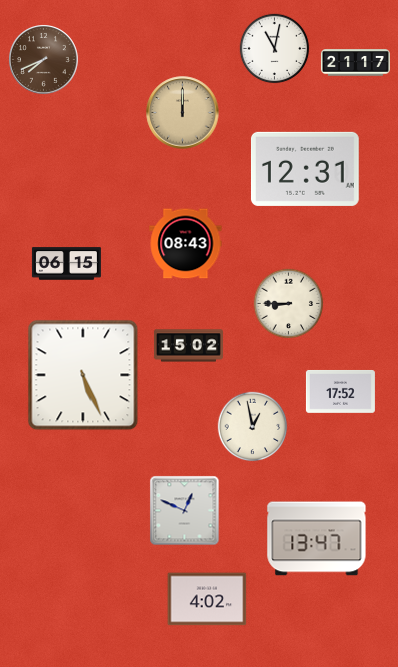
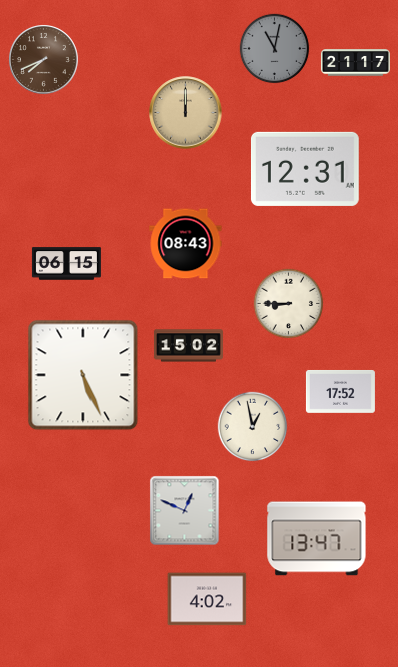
clock at (275, 49) dial: white -> grey
clock at (183, 113) position: (183, 113) -> (186, 113)
